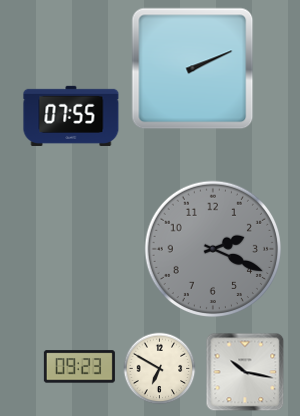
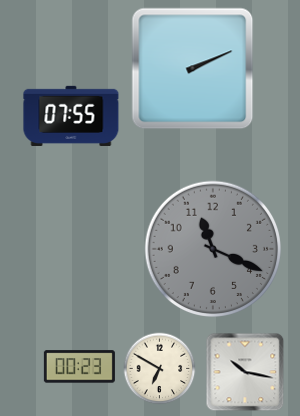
clock at (212, 248): 2:19 -> 11:19
clock at (79, 367): 09:23 -> 00:23
